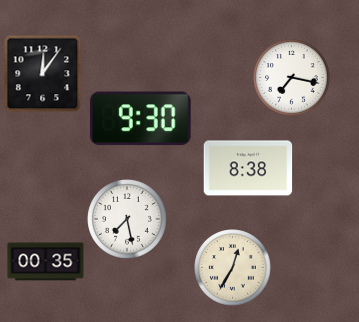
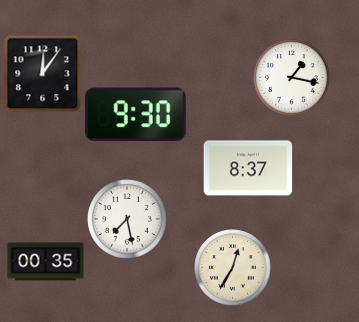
clock at (292, 78): 7:17 -> 1:17
clock at (140, 119) position: (140, 119) -> (135, 115)
clock at (248, 168): 8:38 -> 8:37
